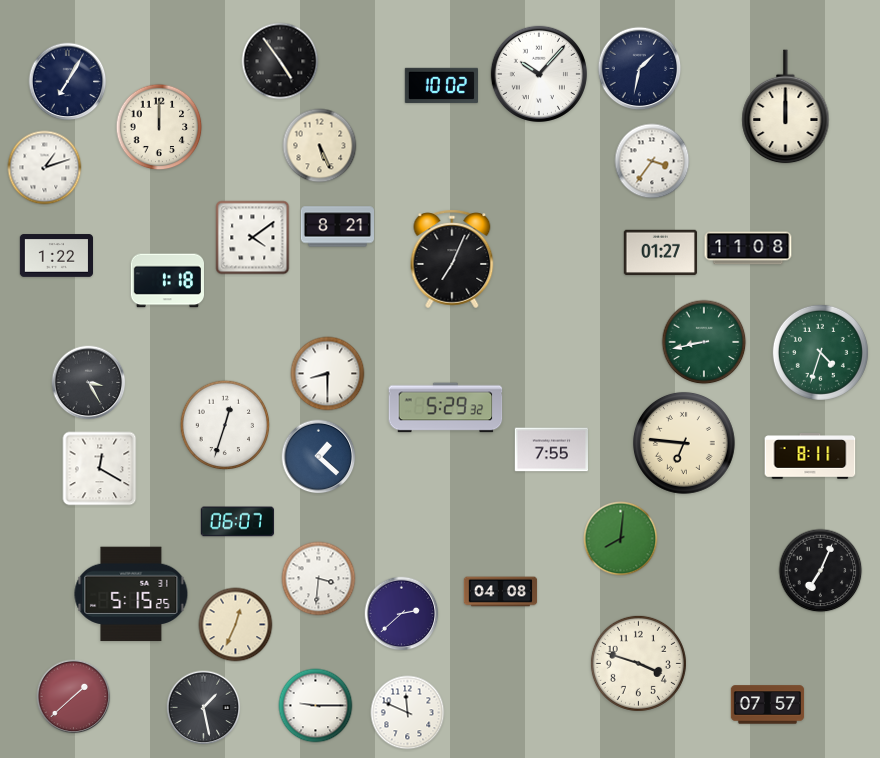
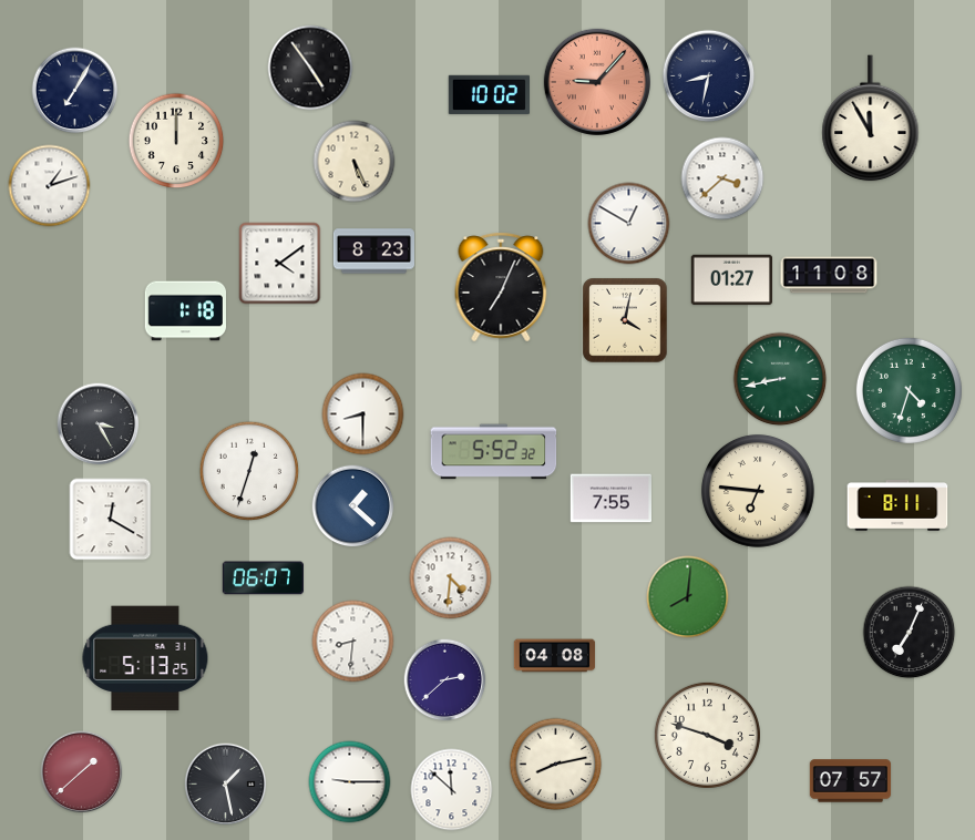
clock at (640, 69): 1:32 -> 8:32
clock at (539, 74): 10:07 -> 9:07
clock at (539, 74) dial: white -> salmon
clock at (786, 107): 12:00 -> 11:55
clock at (652, 161): 3:36 -> 3:38
clock at (629, 224): none -> 12:50
clock at (338, 227): 8:21 -> 8:23
clock at (56, 256): 1:22 -> none
clock at (625, 320): none -> 4:02
clock at (446, 408): 5:29 -> 5:52
clock at (451, 578): none -> 4:31
clock at (319, 579): 3:31 -> 8:31
clock at (131, 594): 5:15 -> 5:13
clock at (236, 625): 12:34 -> none
clock at (556, 765): none -> 8:13
clock at (408, 713): 11:49 -> 11:52
